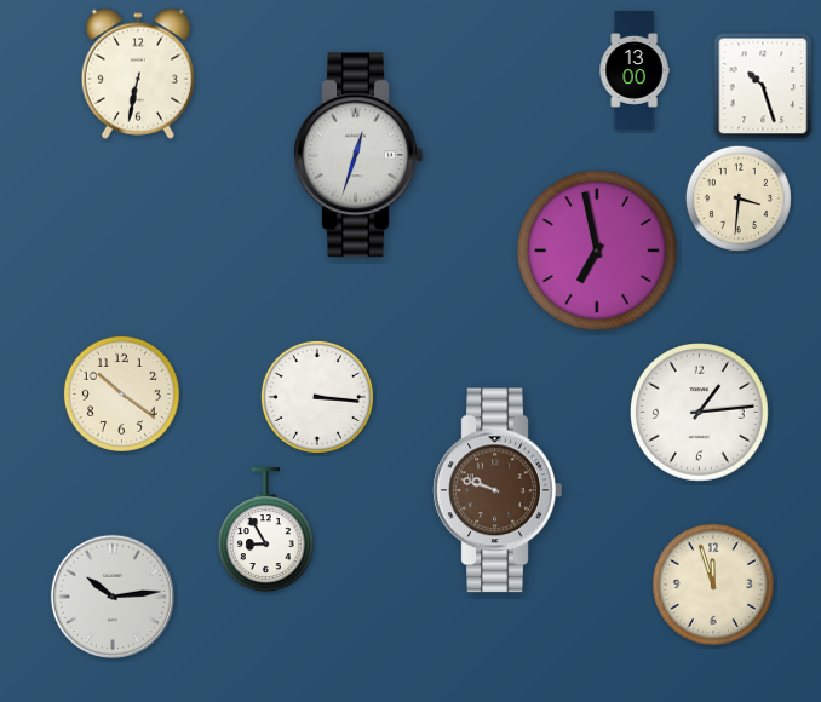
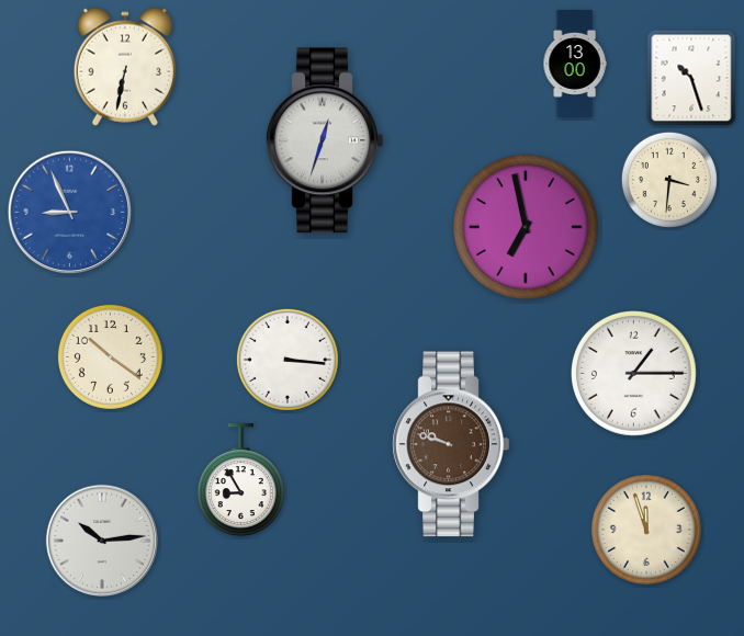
clock at (70, 213): none -> 8:56
clock at (597, 251) position: (597, 251) -> (526, 227)
clock at (700, 413): 1:14 -> 1:15
